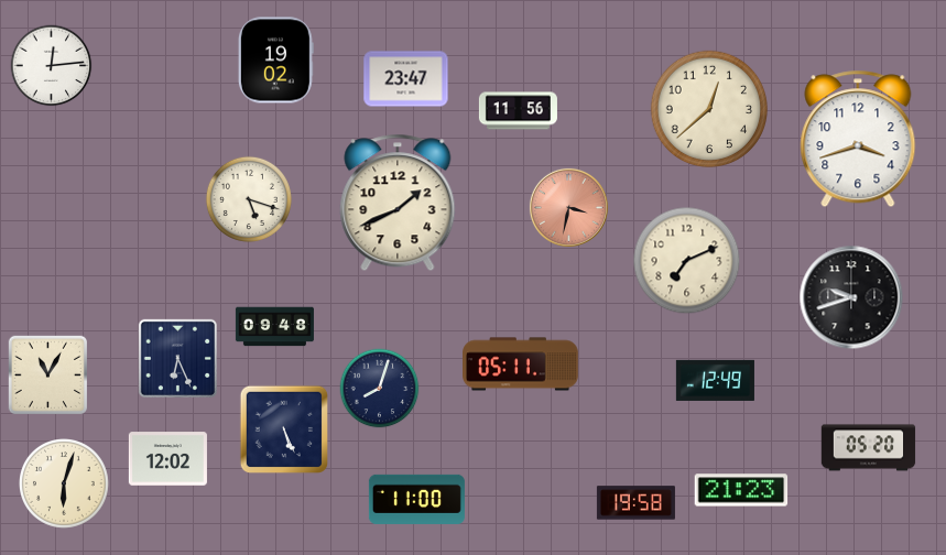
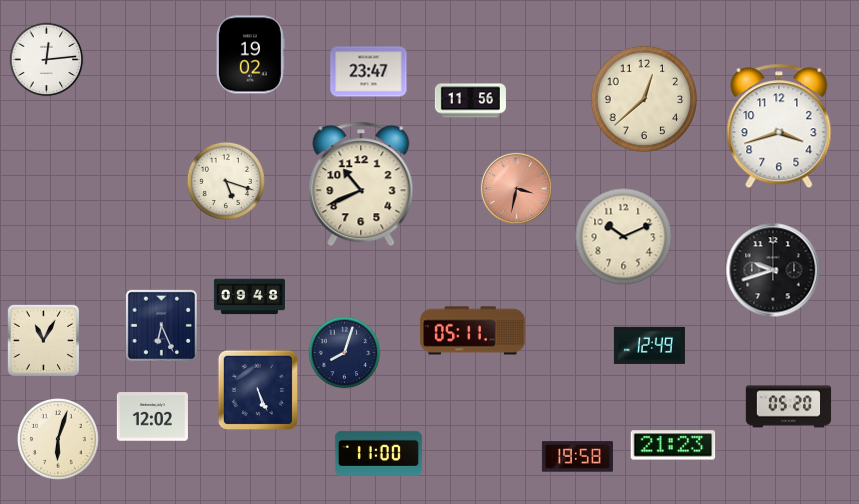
clock at (398, 203): 1:41 -> 10:41
clock at (687, 261): 7:11 -> 10:11
